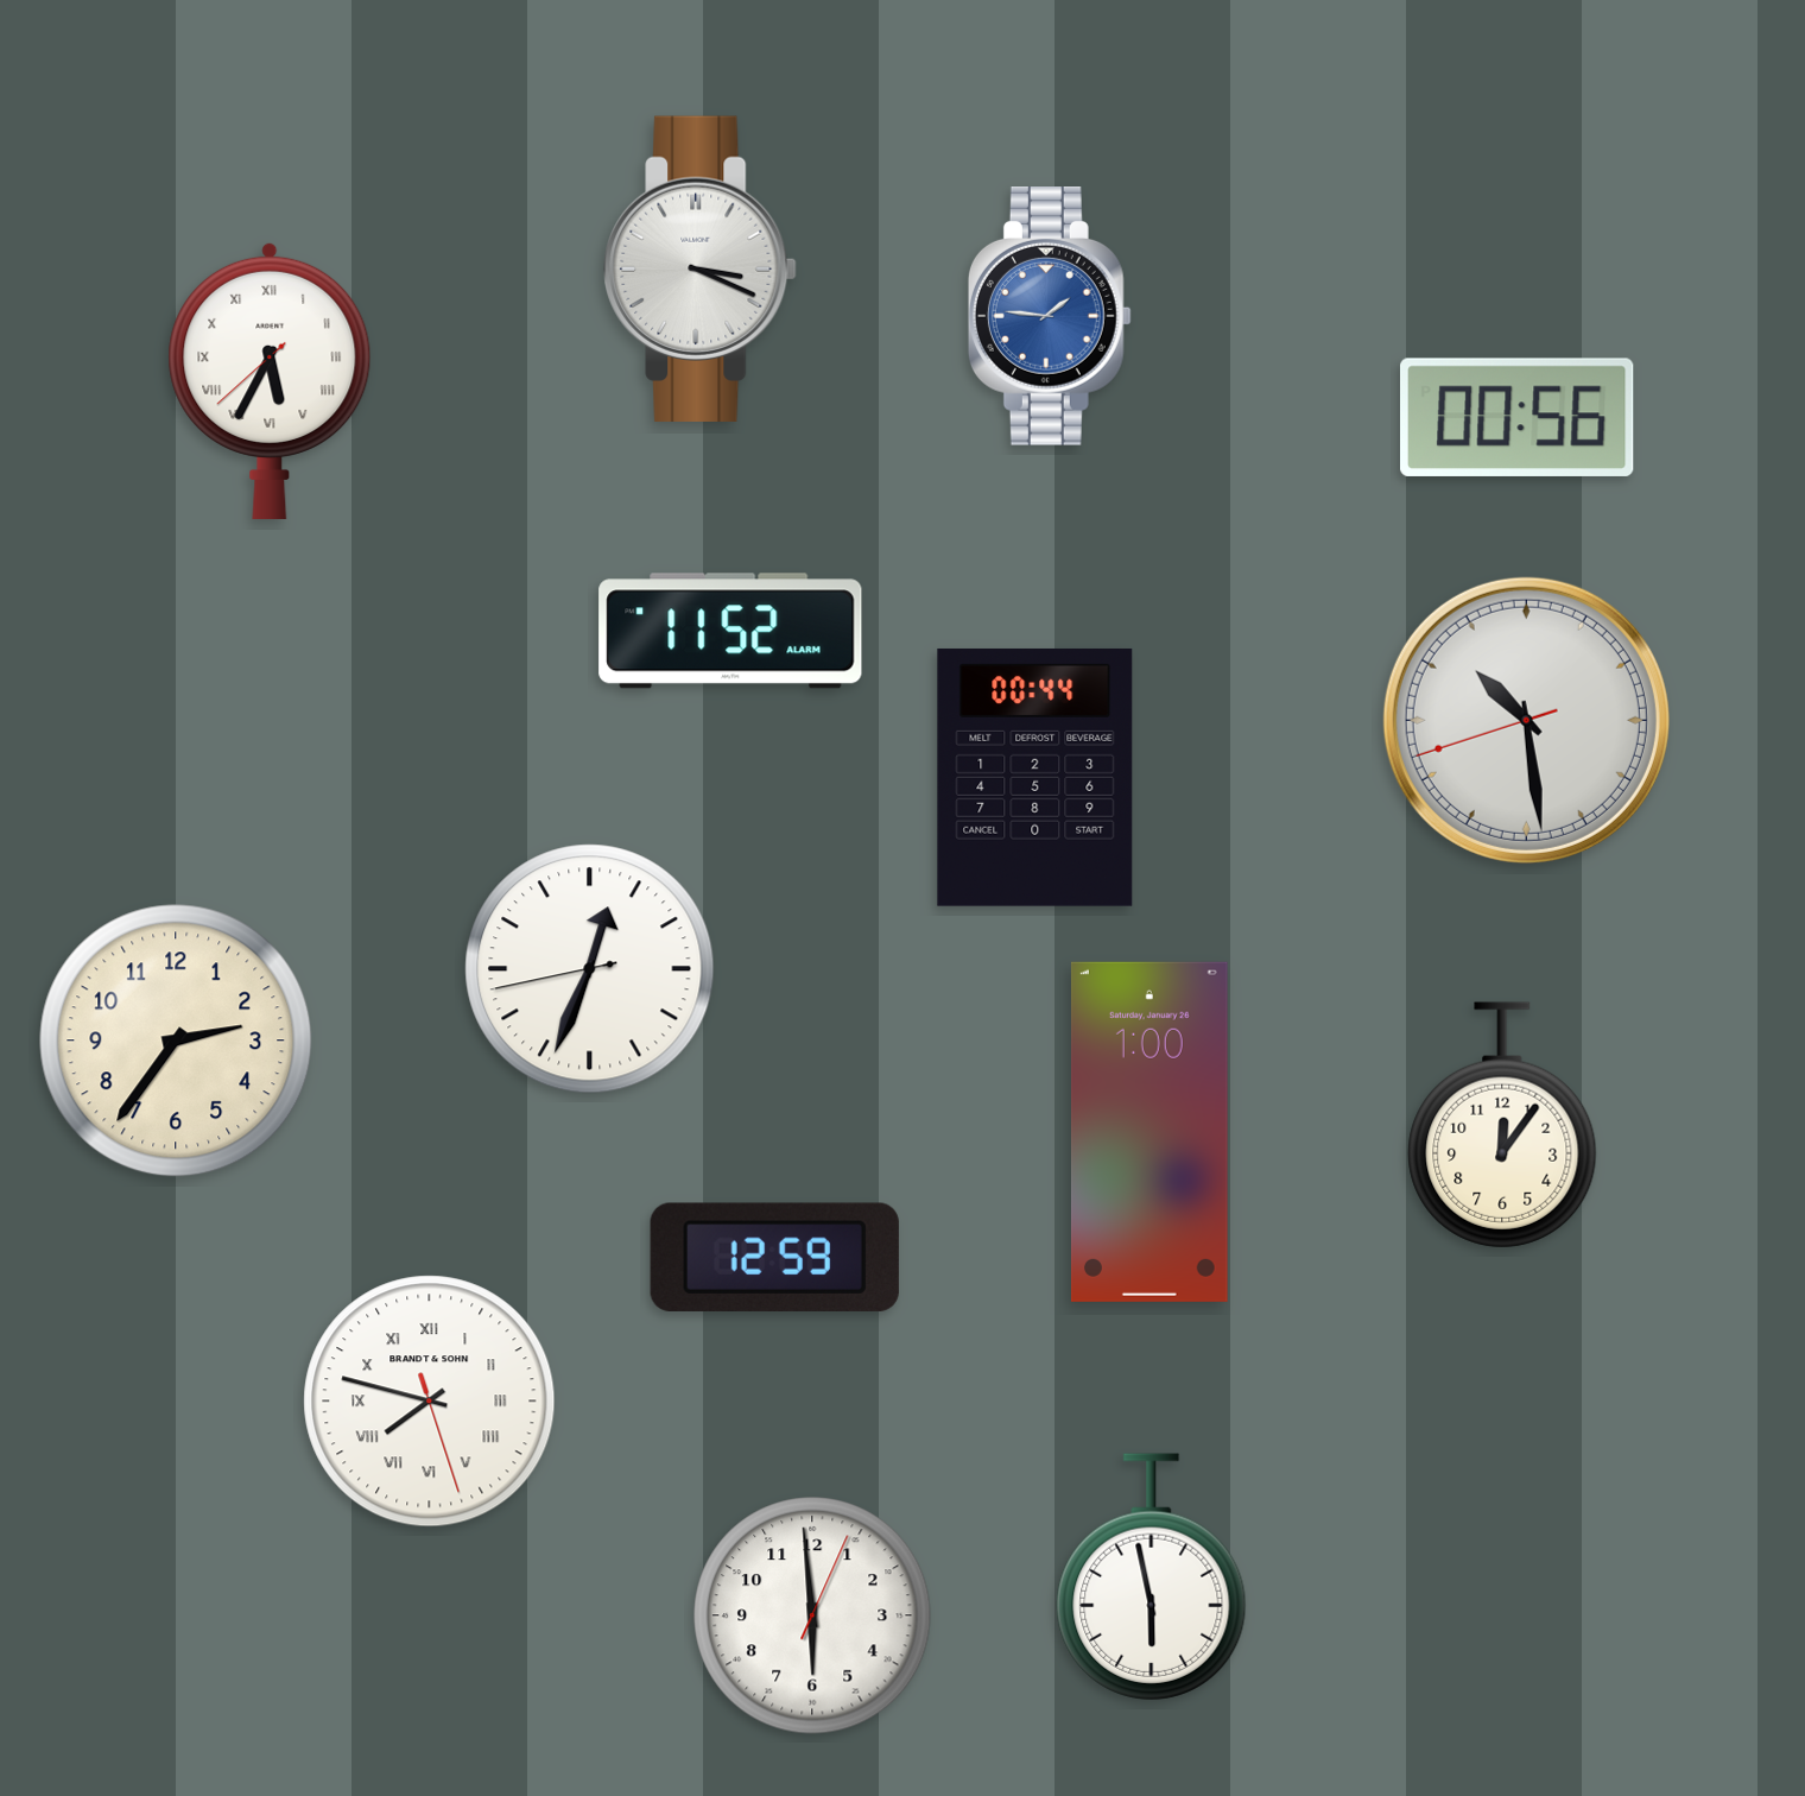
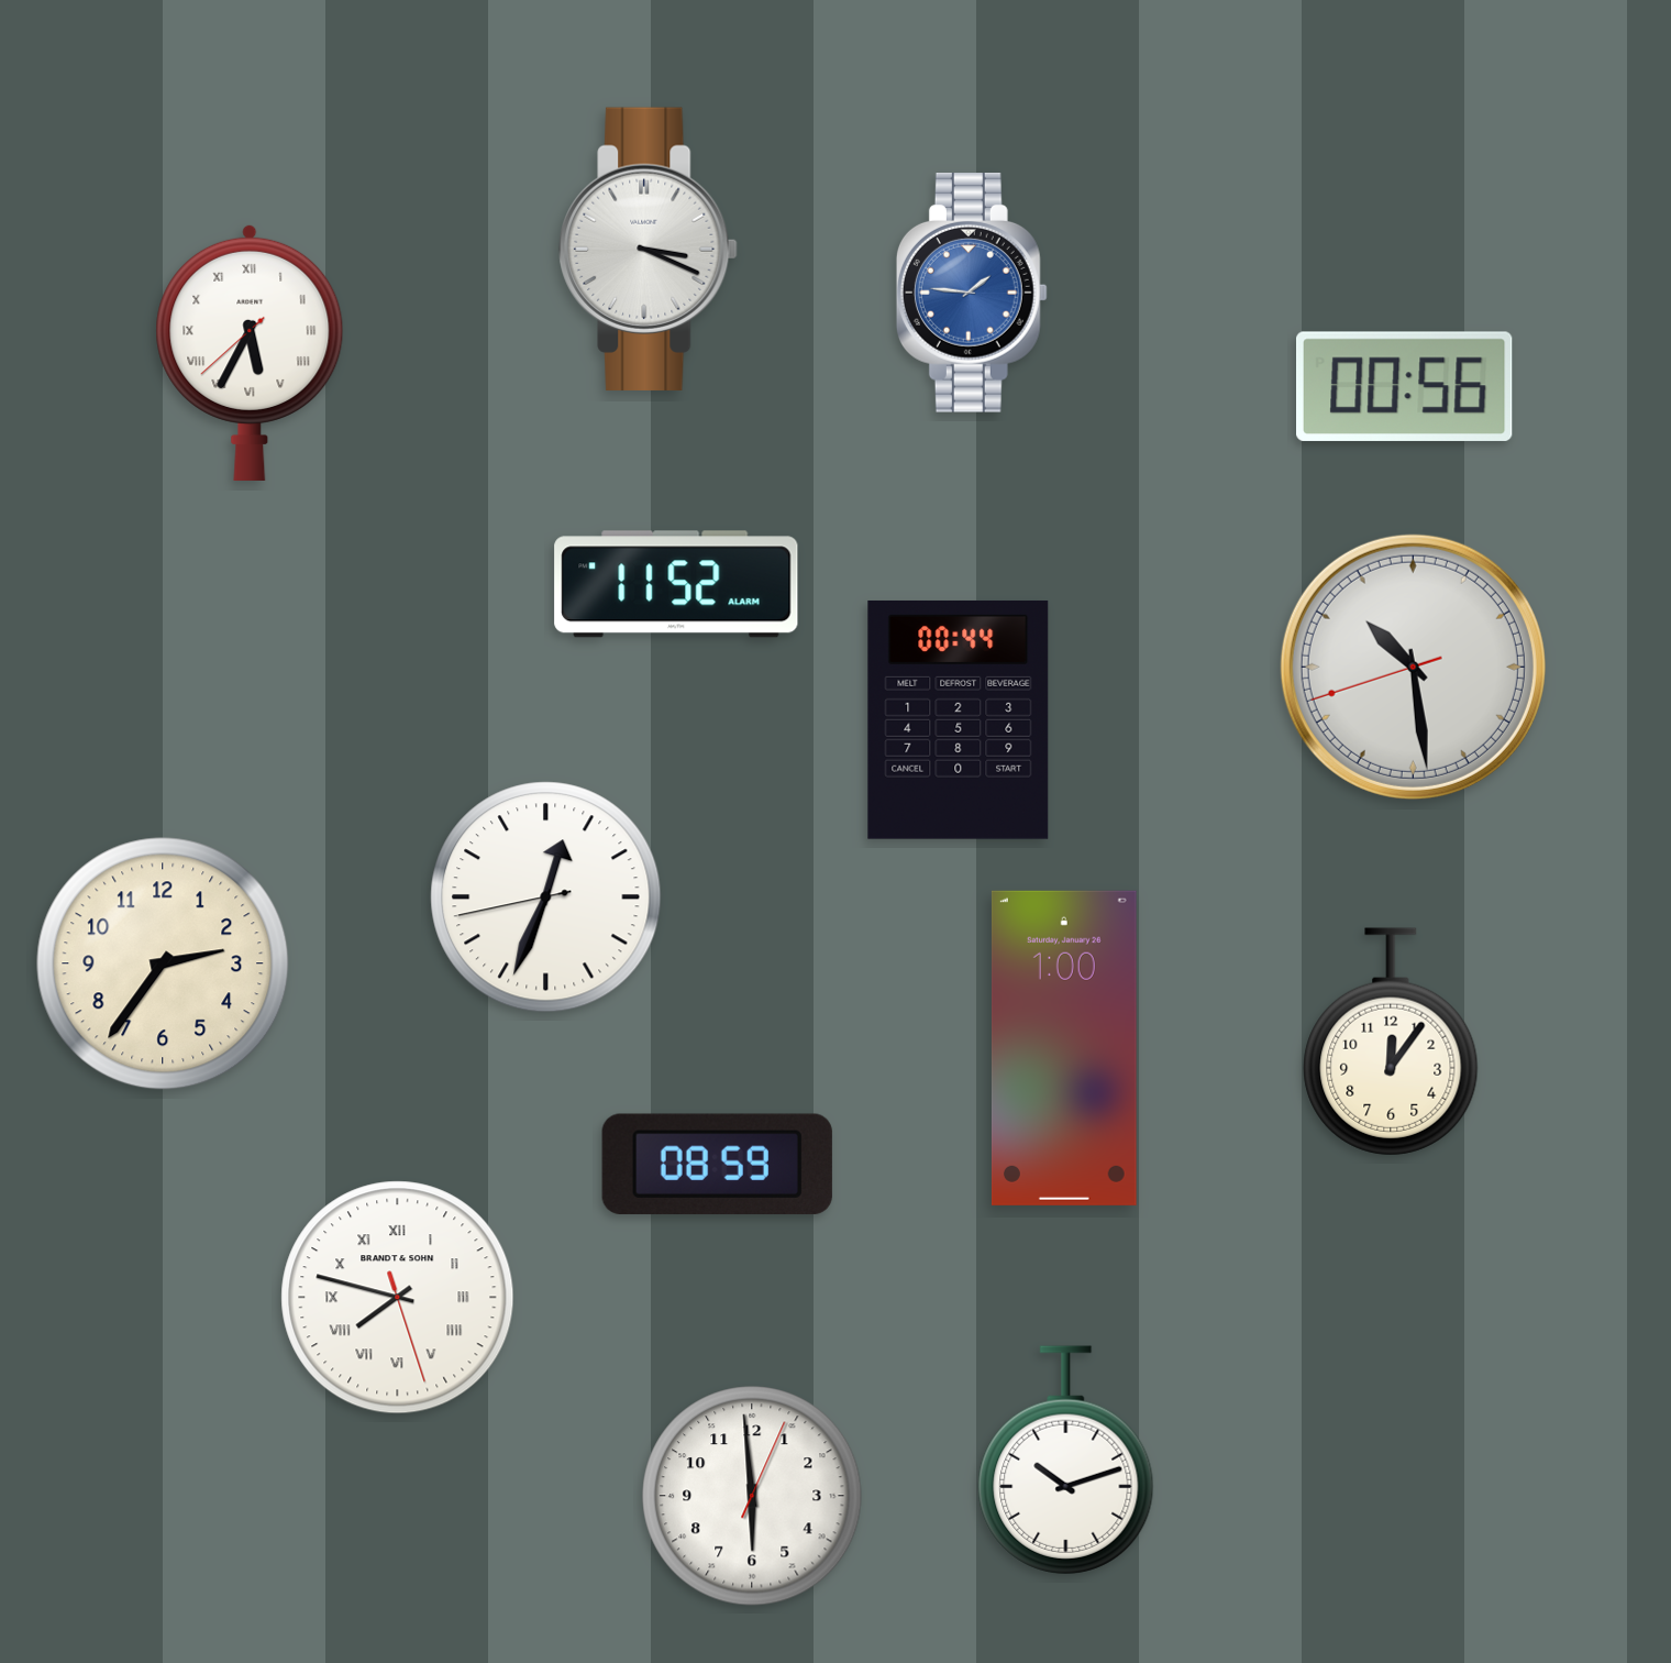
clock at (774, 1257): 12:59 -> 08:59
clock at (1152, 1577): 5:58 -> 10:12
